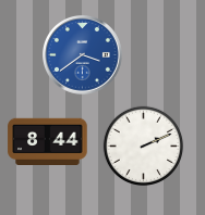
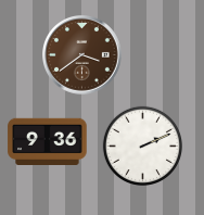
clock at (83, 55) dial: blue -> brown
clock at (48, 141): 8:44 -> 9:36
